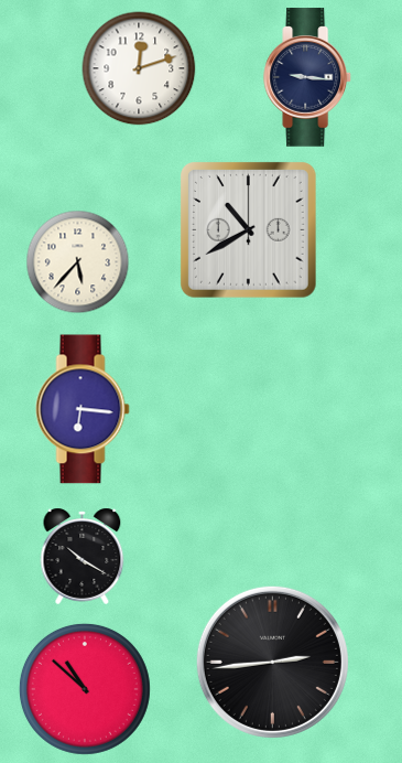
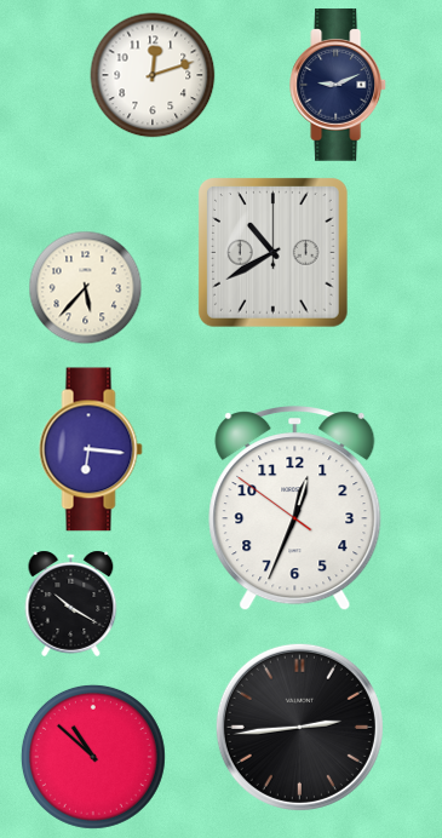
clock at (308, 77): 9:16 -> 9:11
clock at (295, 509): none -> 12:33
clock at (83, 556) position: (83, 556) -> (71, 603)
